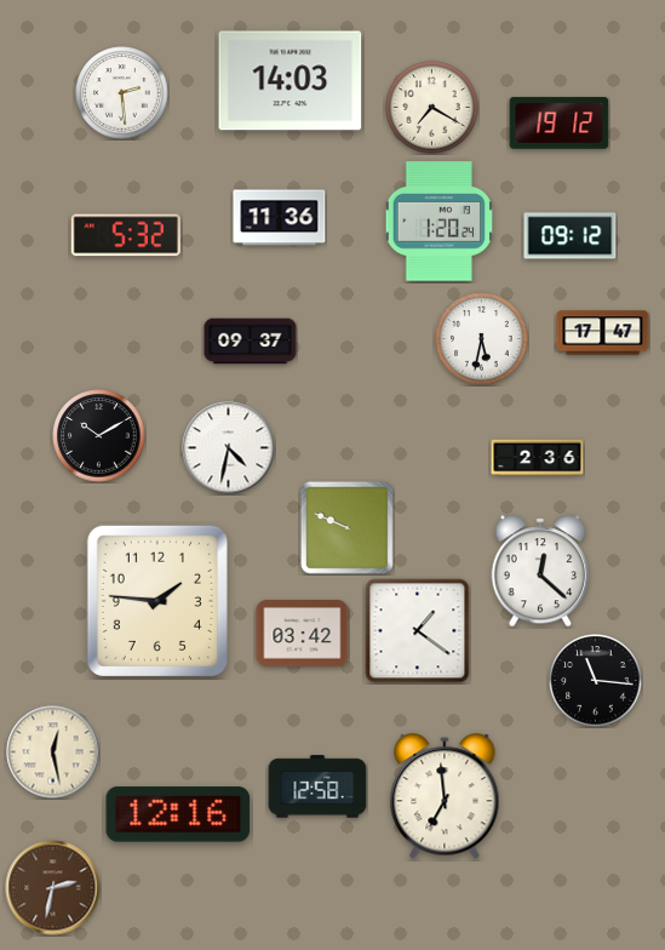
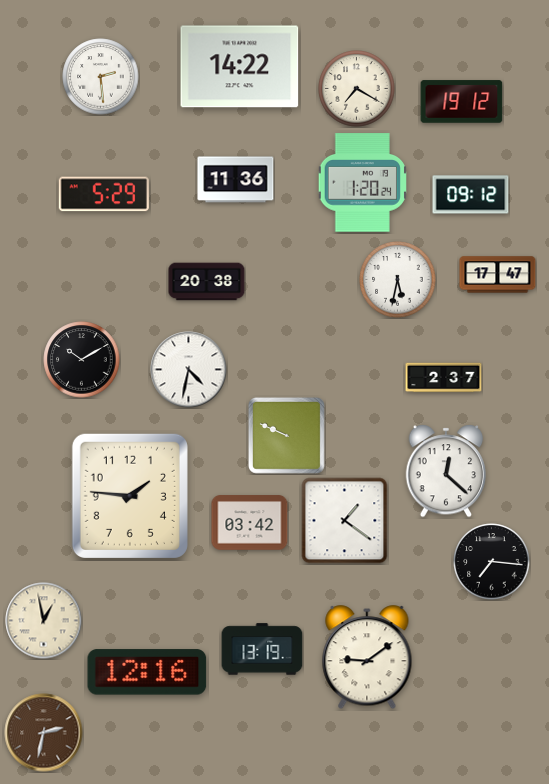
clock at (291, 81): 14:03 -> 14:22
clock at (280, 218) position: (280, 218) -> (236, 180)
clock at (126, 235): 5:32 -> 5:29
clock at (251, 342): 09:37 -> 20:38
clock at (538, 458): 2:36 -> 2:37
clock at (596, 681): 11:16 -> 7:16
clock at (53, 752): 12:28 -> 12:58
clock at (317, 786): 12:58 -> 13:19
clock at (445, 797): 6:59 -> 9:09
